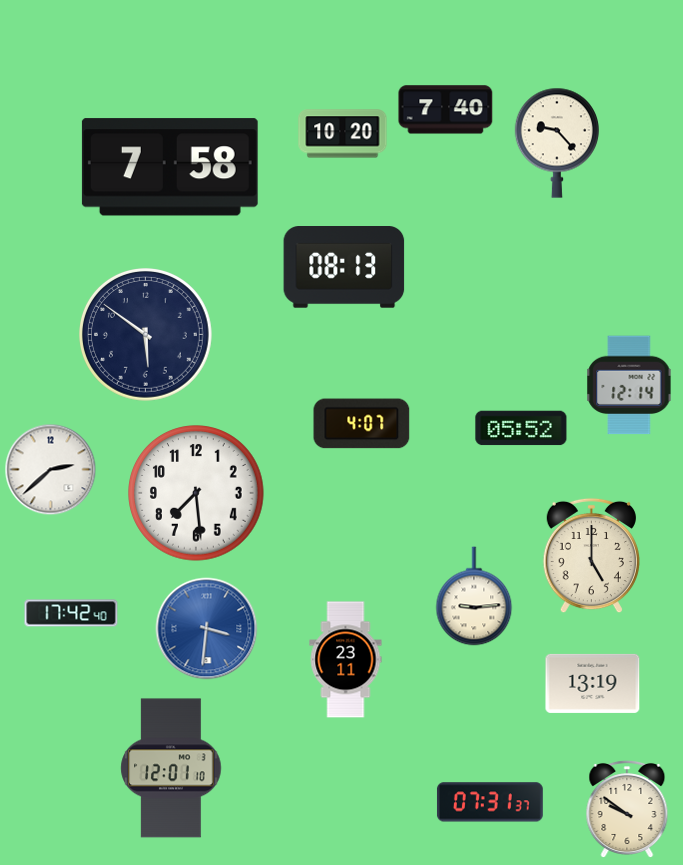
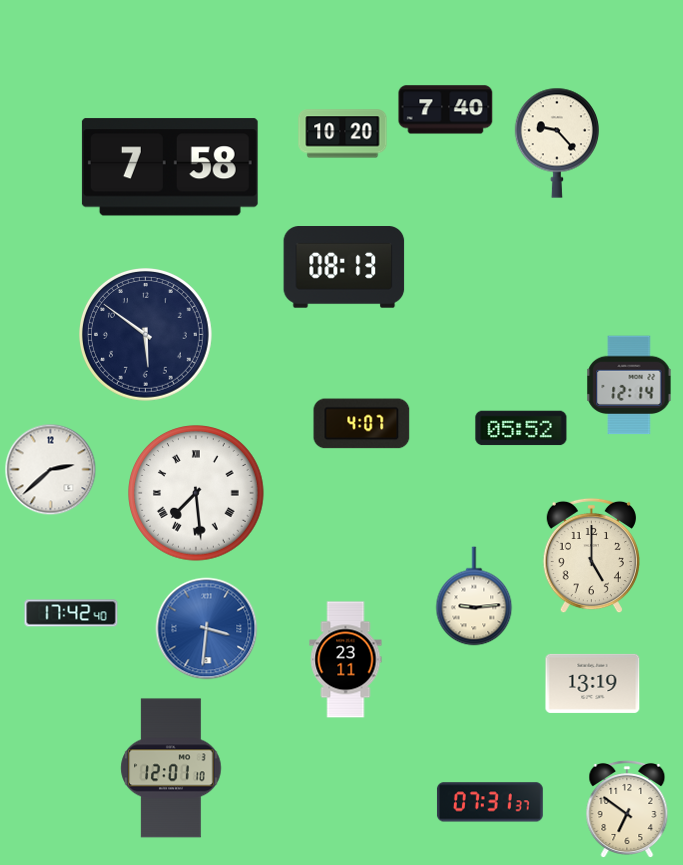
clock at (196, 493) numerals: Arabic -> Roman
clock at (627, 808): 9:51 -> 6:51
